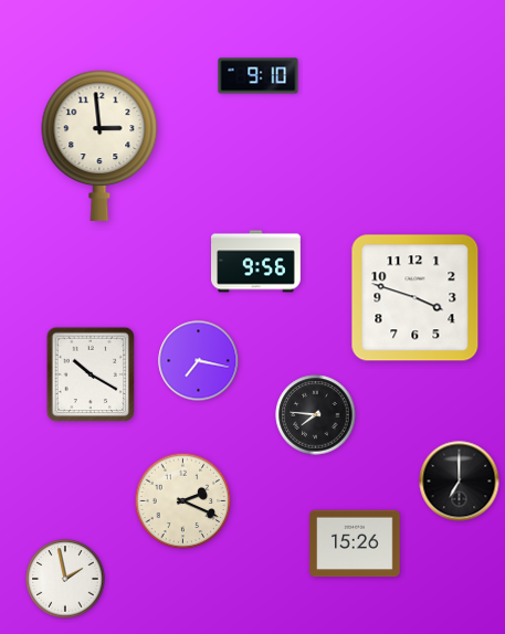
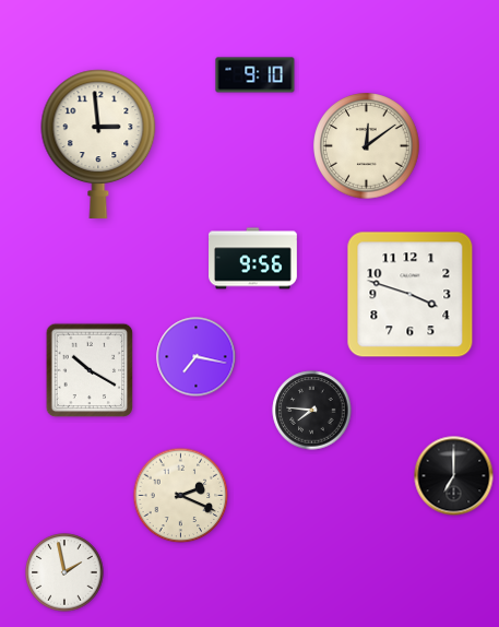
clock at (367, 146): none -> 12:09
clock at (355, 543): 15:26 -> none
